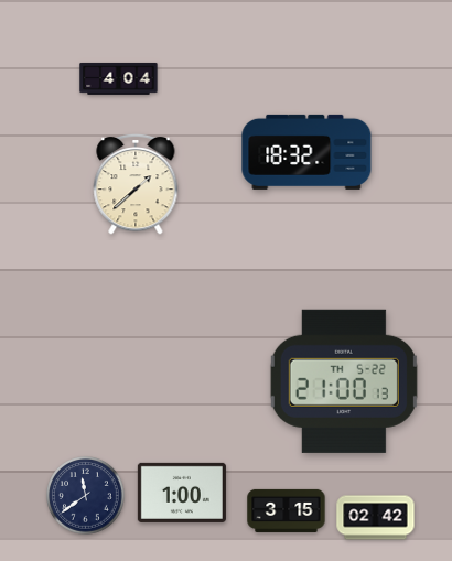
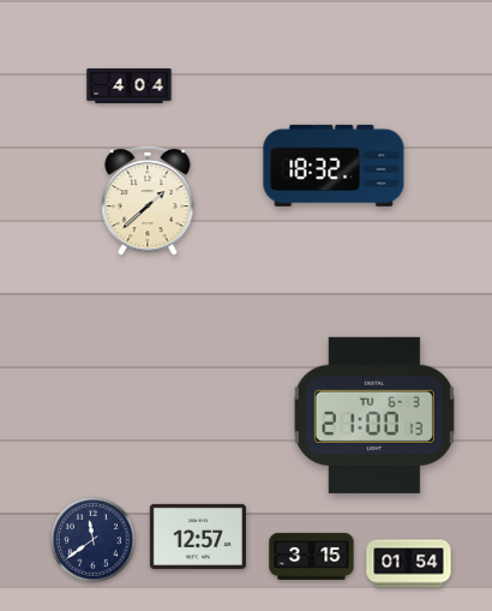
clock at (344, 381) date: TH 5-22 -> TU 6-3
clock at (182, 493): 1:00 -> 12:57
clock at (376, 518): 02:42 -> 01:54
